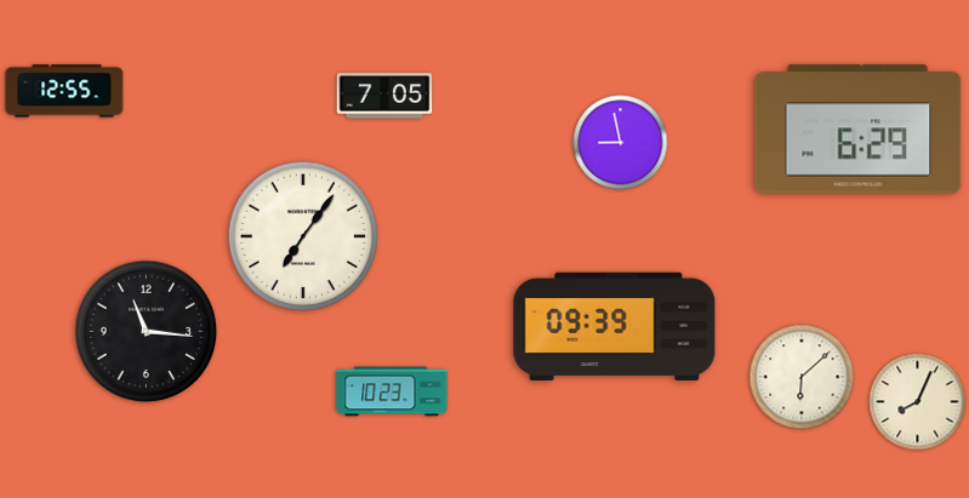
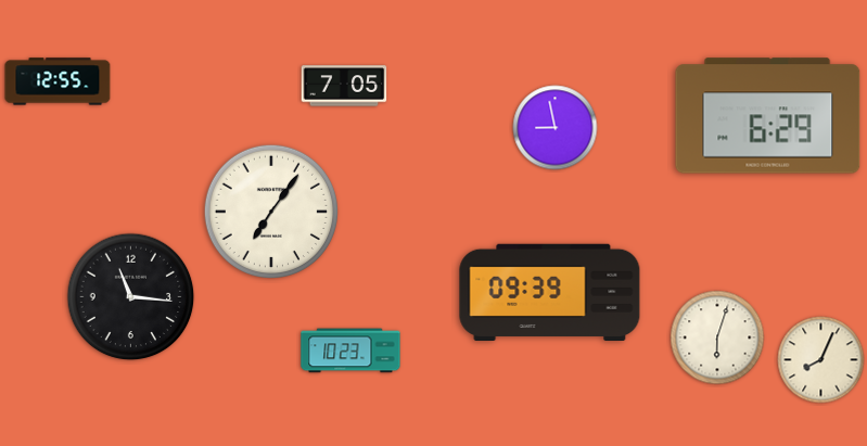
clock at (802, 377): 6:08 -> 6:03
